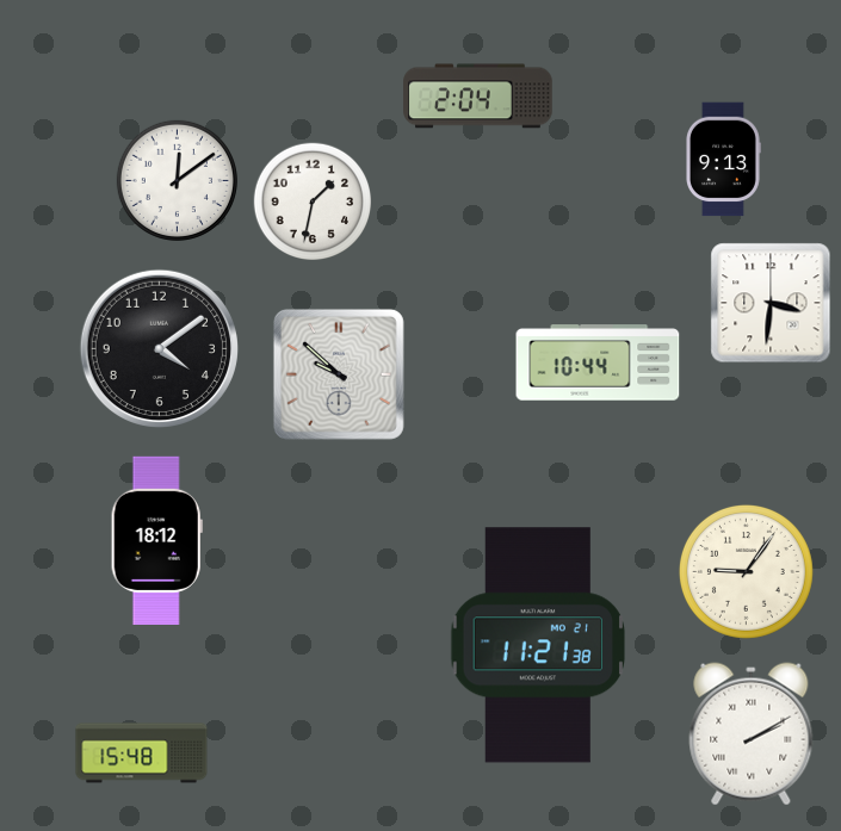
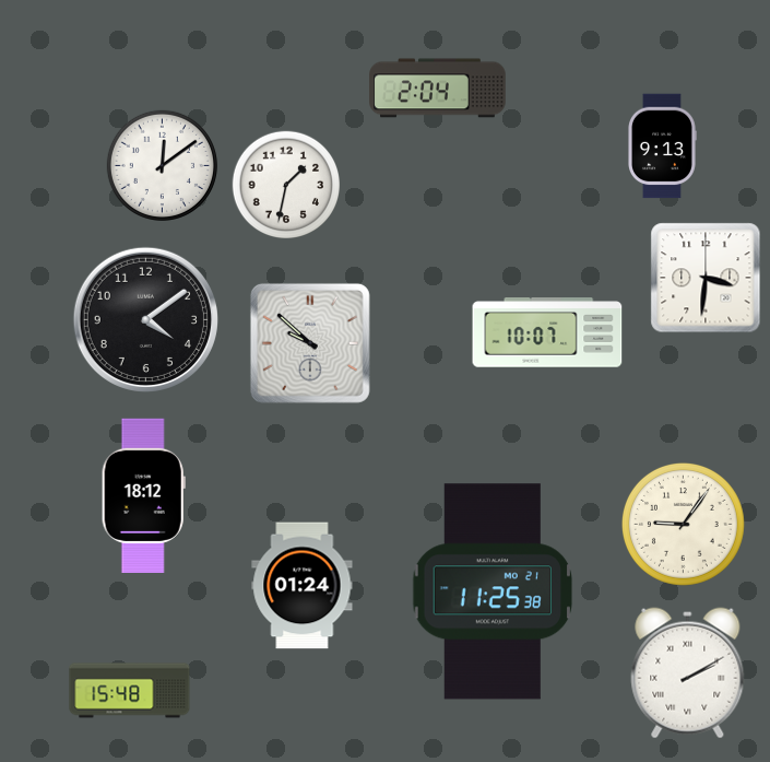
clock at (598, 362): 10:44 -> 10:07
clock at (303, 586): none -> 01:24
clock at (537, 645): 11:21 -> 11:25
